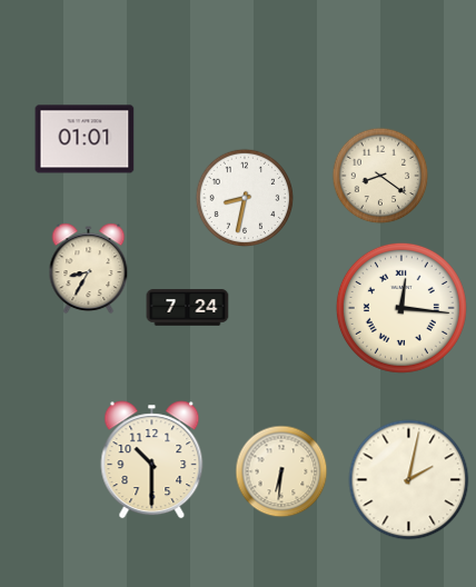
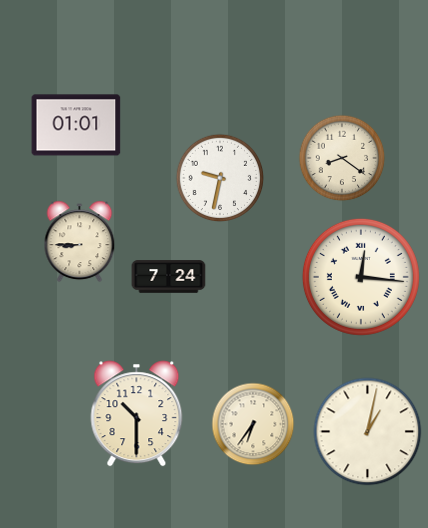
clock at (245, 198): 8:32 -> 9:32
clock at (89, 269): 8:35 -> 8:45
clock at (281, 471): 6:31 -> 6:36
clock at (409, 480): 2:02 -> 1:02
